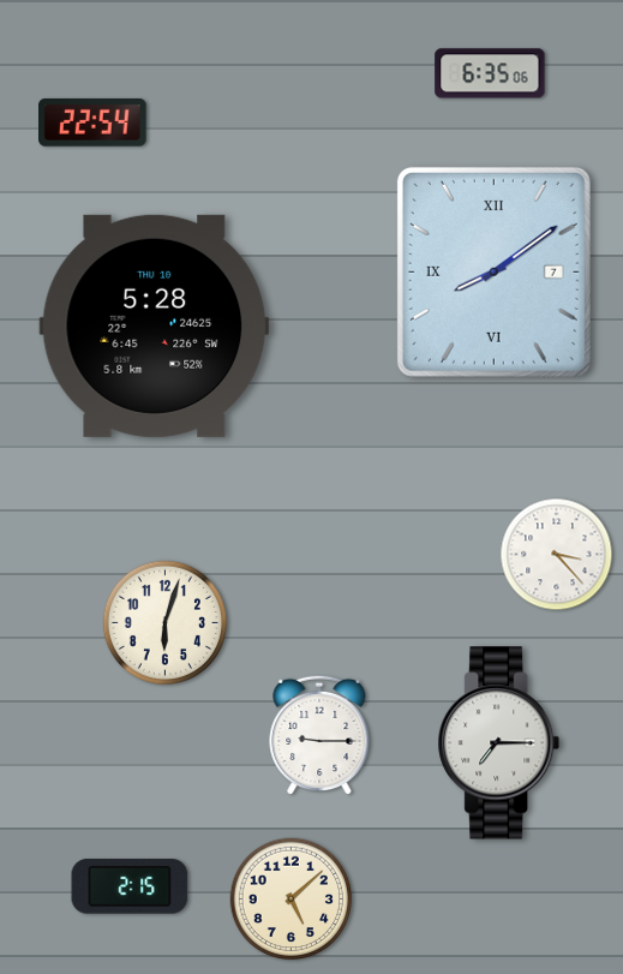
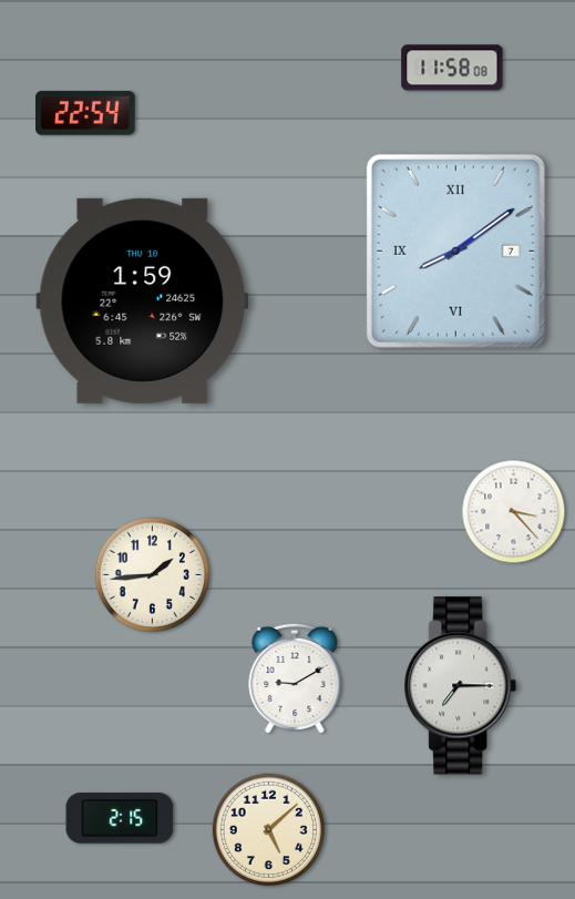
clock at (490, 73): 6:35 -> 11:58
clock at (155, 325): 5:28 -> 1:59
clock at (164, 622): 6:03 -> 1:44
clock at (319, 735): 9:15 -> 9:10
